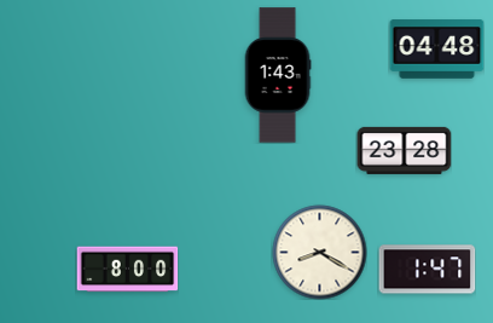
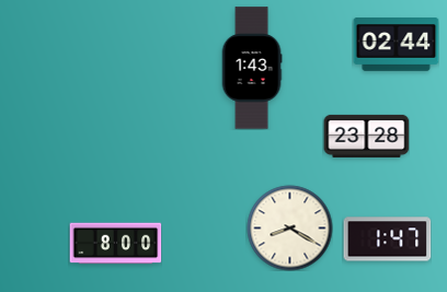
clock at (436, 50): 04:48 -> 02:44
clock at (427, 270) position: (427, 270) -> (387, 240)
